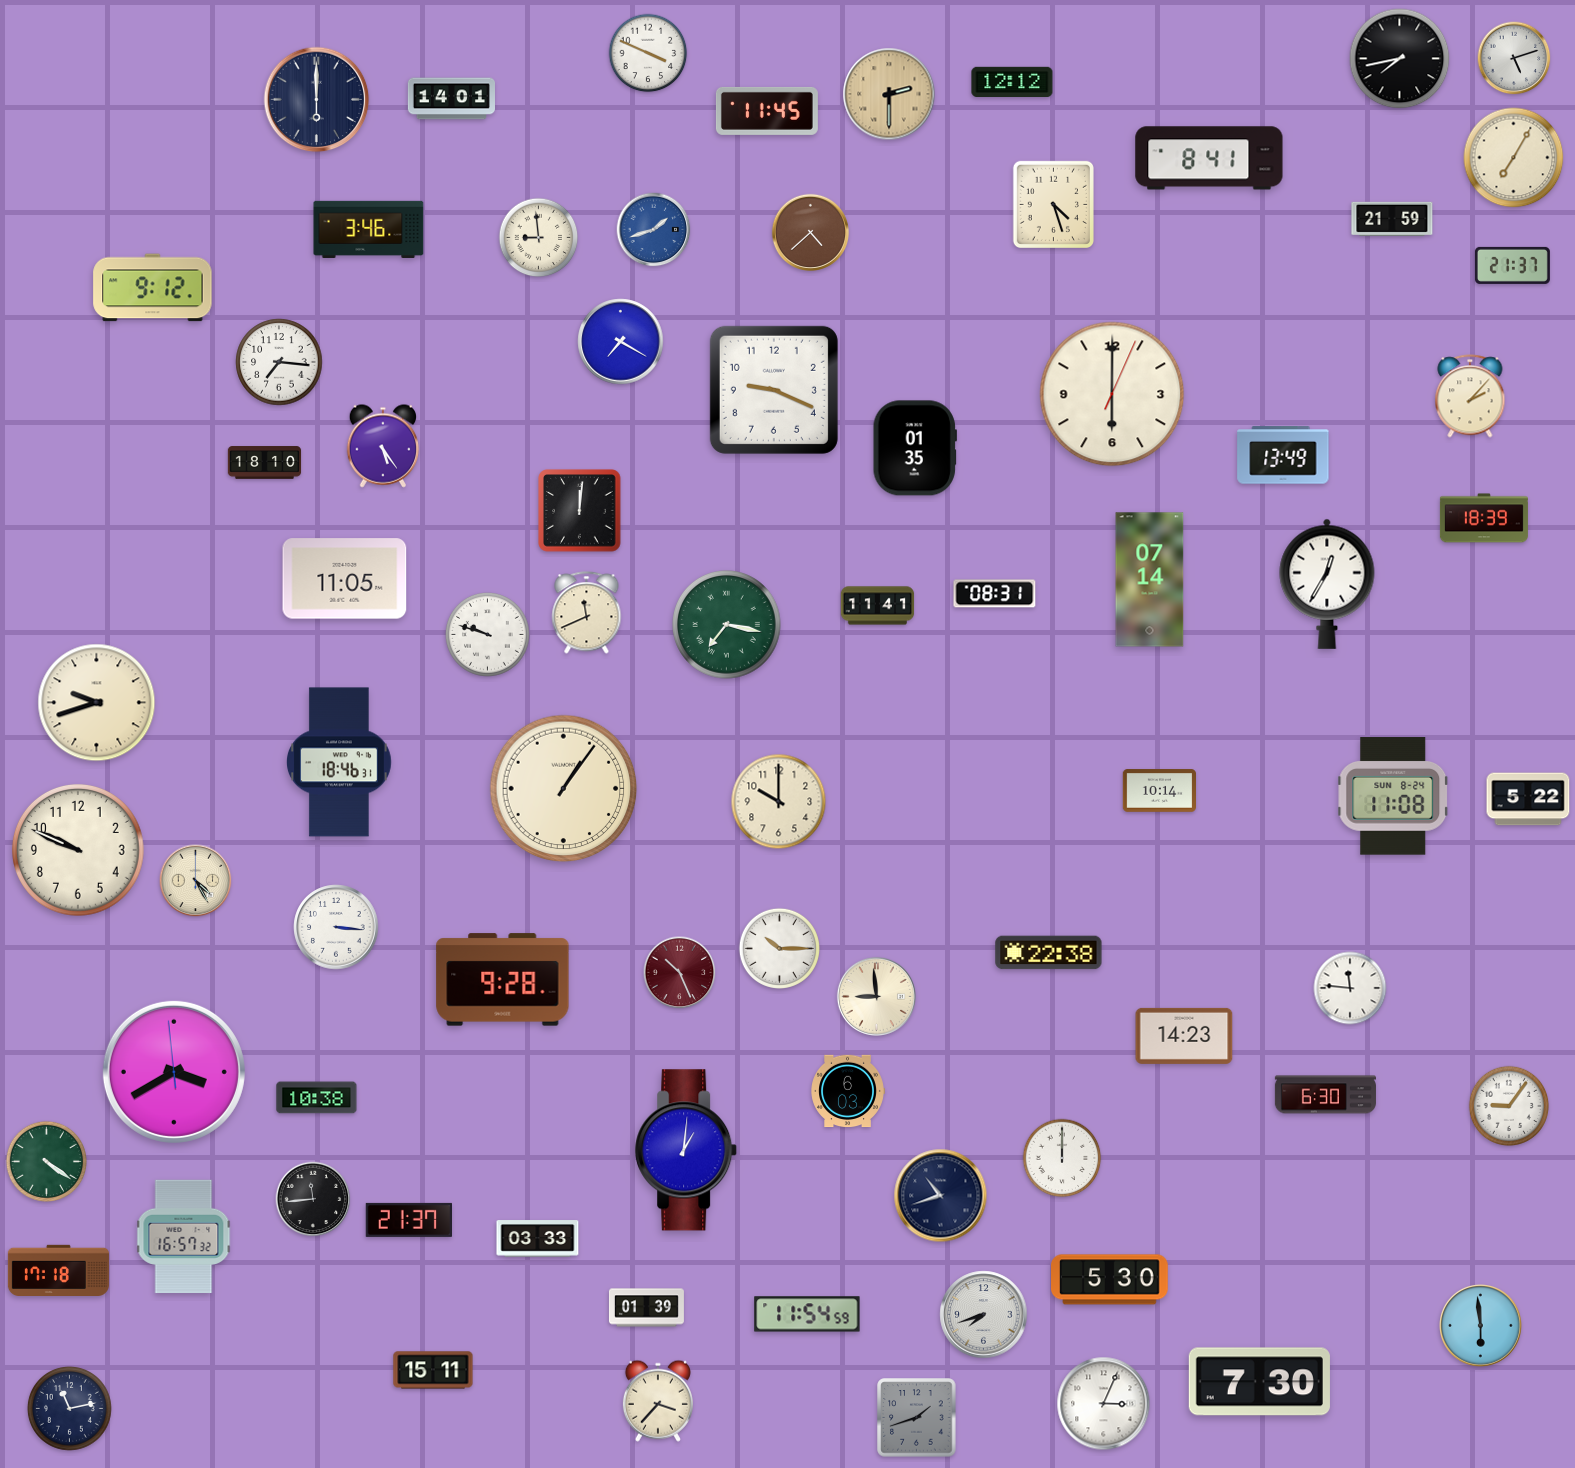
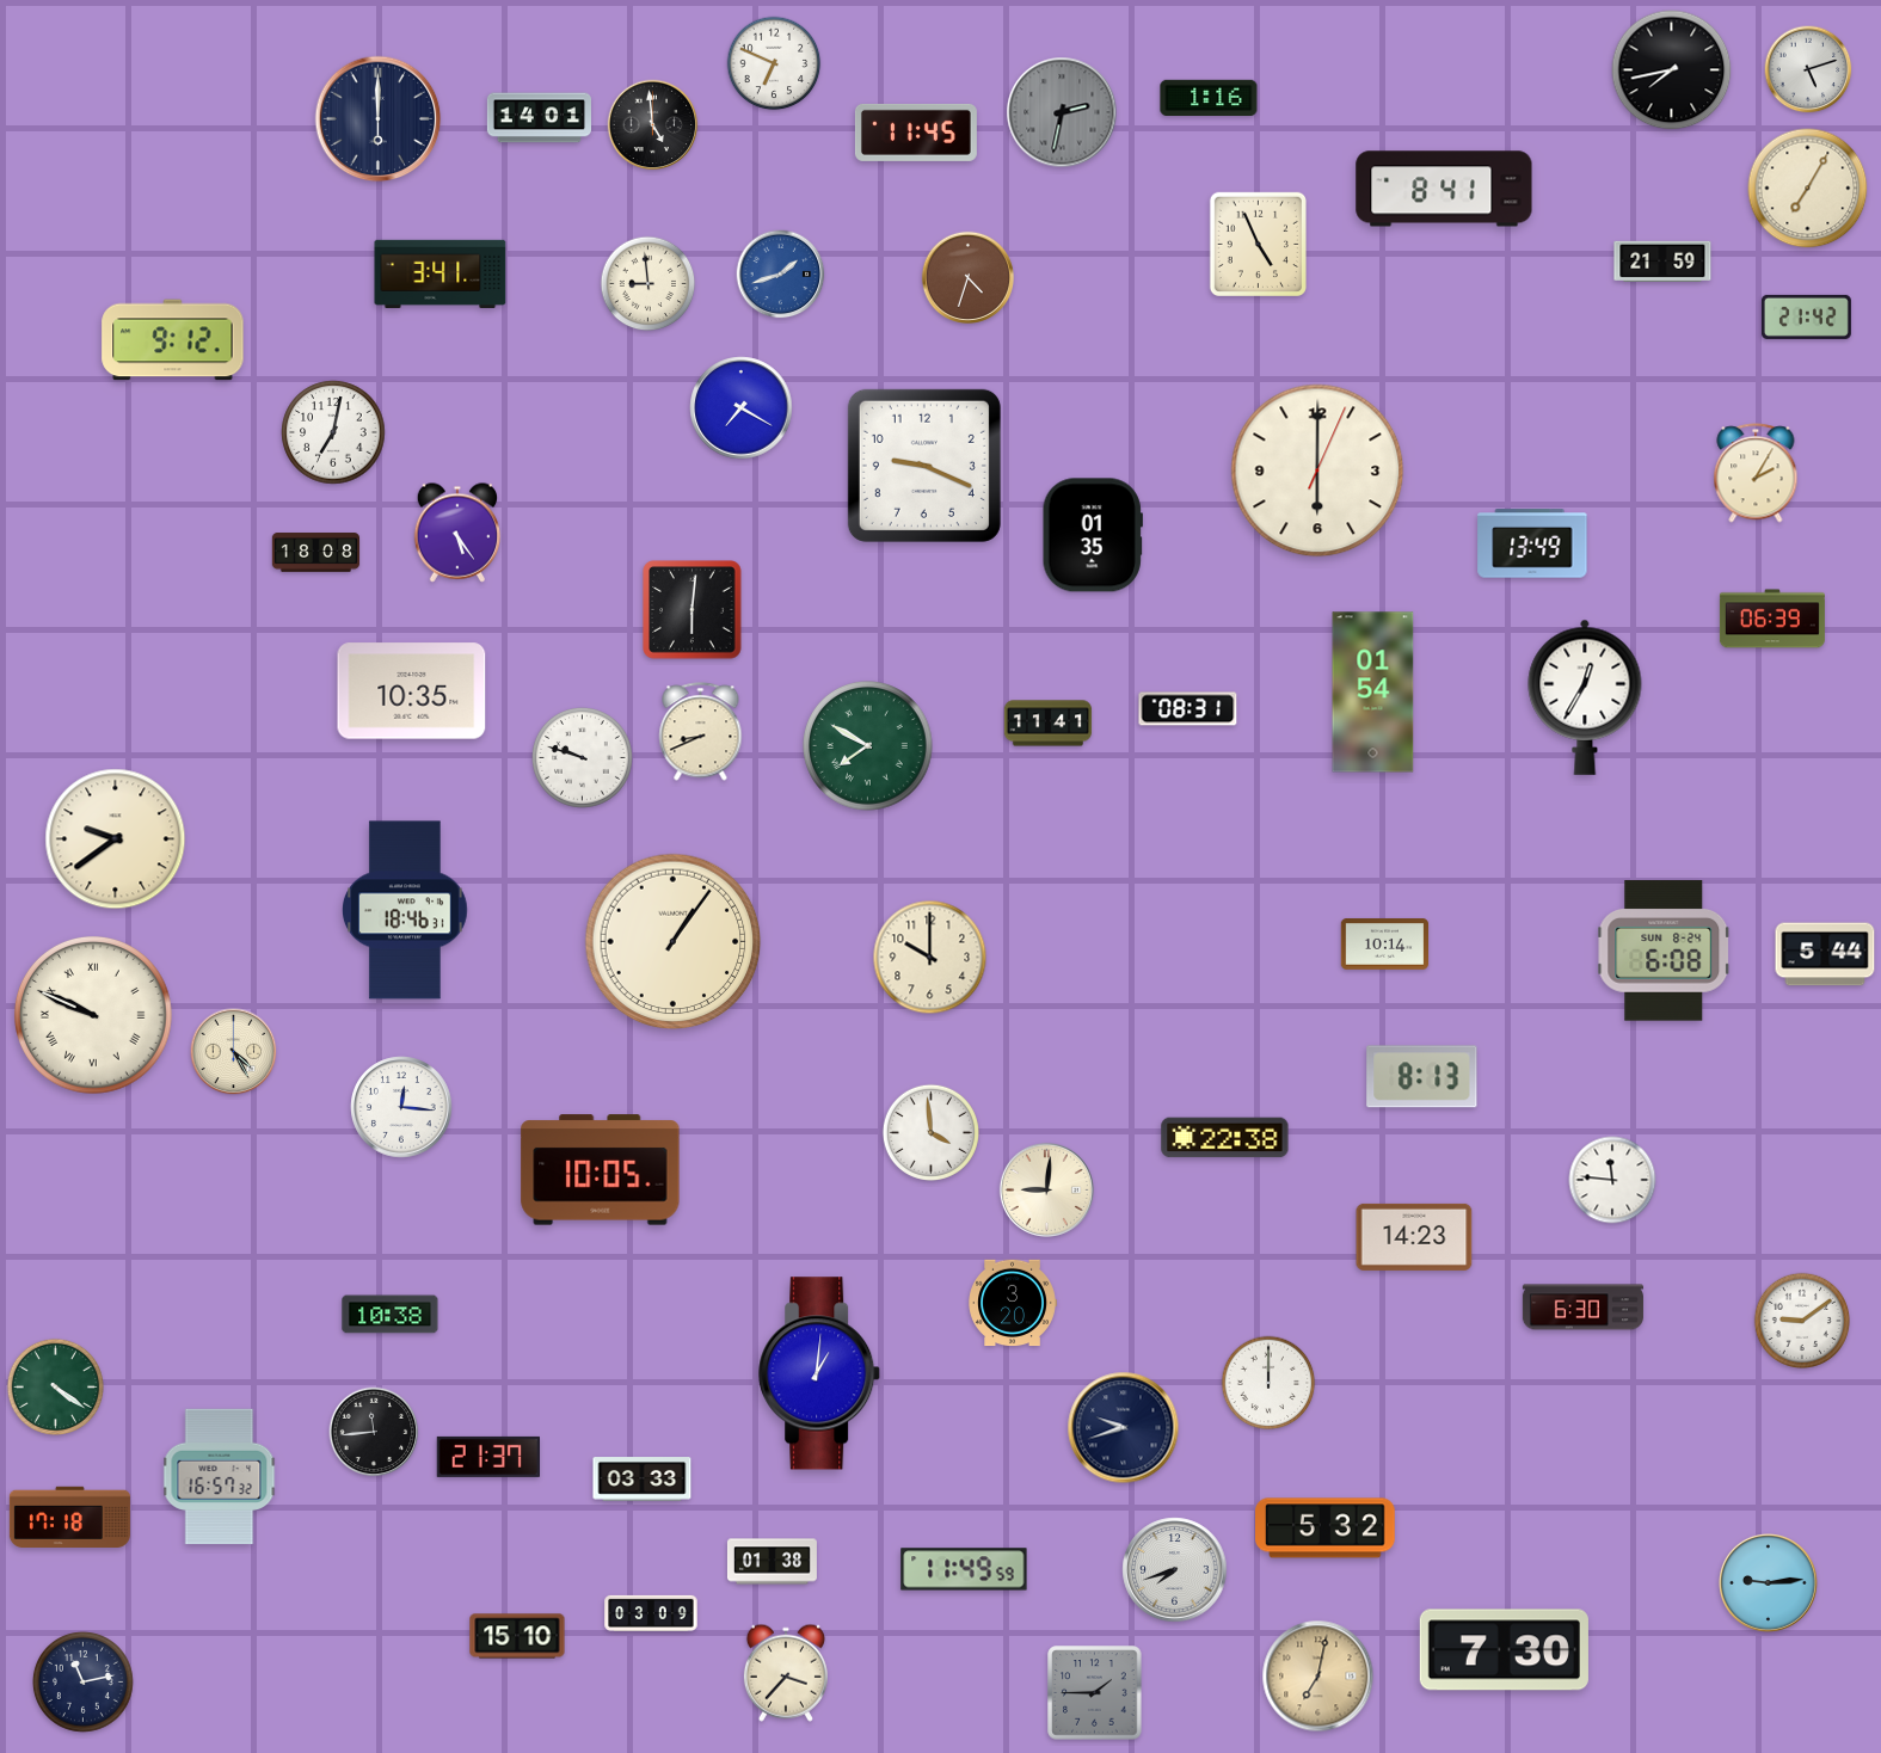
clock at (648, 53): 3:49 -> 6:49
clock at (1012, 81): 12:12 -> 1:16
clock at (889, 94): 2:30 -> 2:32
clock at (889, 94) dial: champagne -> grey
clock at (653, 125): none -> 4:59
clock at (1053, 204): 4:27 -> 4:56
clock at (369, 229): 3:46 -> 3:41
clock at (810, 232): 4:38 -> 4:33
clock at (539, 238) position: (539, 238) -> (648, 284)
clock at (1512, 265): 21:37 -> 21:42
clock at (153, 288) position: (153, 288) -> (173, 340)
clock at (279, 362): 7:16 -> 7:02
clock at (1112, 394) position: (1112, 394) -> (1317, 470)
clock at (1470, 396): 2:07 -> 2:05
clock at (265, 463): 18:10 -> 18:08
clock at (580, 511): 12:01 -> 6:01
clock at (1484, 518): 18:39 -> 06:39
clock at (345, 579): 11:05 -> 10:35
clock at (1150, 580): 07:14 -> 01:54
clock at (587, 613): 11:41 -> 8:41
clock at (727, 625): 7:17 -> 7:50
clock at (97, 703): 9:42 -> 9:39
clock at (1394, 796): 11:08 -> 6:08
clock at (1528, 799): 5:22 -> 5:44
clock at (78, 850) numerals: Arabic -> Roman
clock at (1422, 1077): none -> 8:13
clock at (336, 927): 3:16 -> 12:16
clock at (779, 948): 10:15 -> 3:59
clock at (1049, 953) position: (1049, 953) -> (1225, 1138)
clock at (680, 973): 10:26 -> none
clock at (503, 980): 9:28 -> 10:05
clock at (876, 996): 8:59 -> 9:01
clock at (174, 1072): 3:39 -> none
clock at (848, 1091): 6:03 -> 3:20
clock at (317, 1098) position: (317, 1098) -> (391, 1315)
clock at (1509, 1106): 9:06 -> 9:09
clock at (941, 1196): 10:42 -> 9:42
clock at (1110, 1280): 5:30 -> 5:32
clock at (646, 1308): 01:39 -> 01:38
clock at (807, 1314): 11:54 -> 11:49
clock at (1481, 1326): 5:59 -> 9:14
clock at (651, 1613): none -> 03:09
clock at (433, 1370): 15:11 -> 15:10
clock at (1104, 1404): 3:04 -> 7:02
clock at (1104, 1404) dial: white -> champagne
clock at (917, 1418): 1:42 -> 1:45
